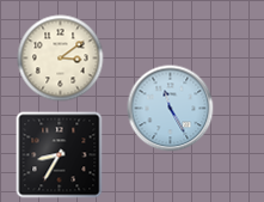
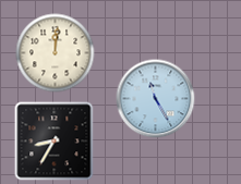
clock at (61, 59): 3:09 -> 12:01
